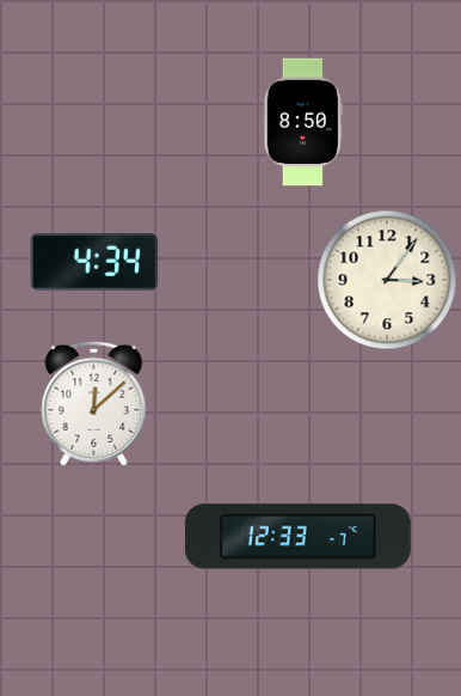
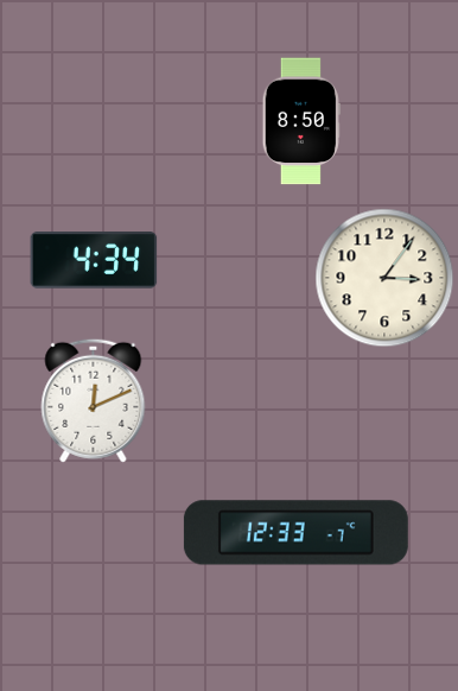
clock at (94, 403): 12:08 -> 12:11
